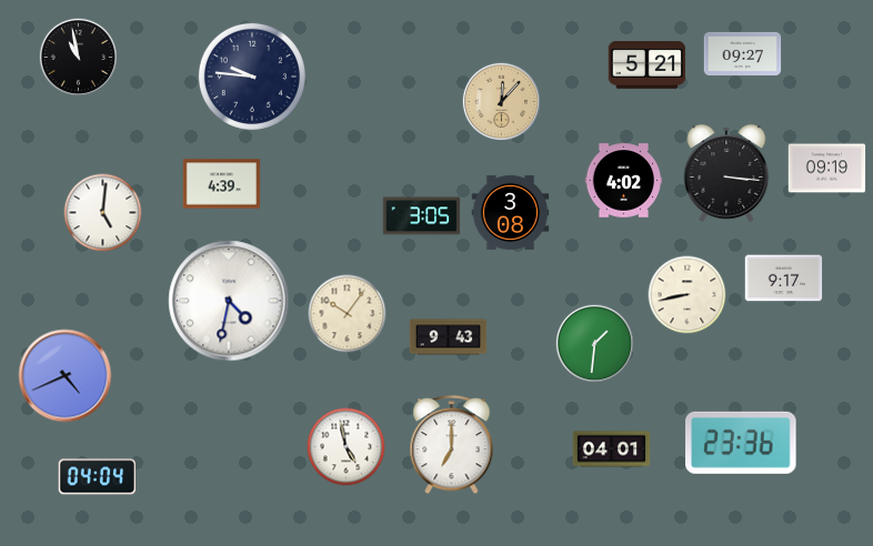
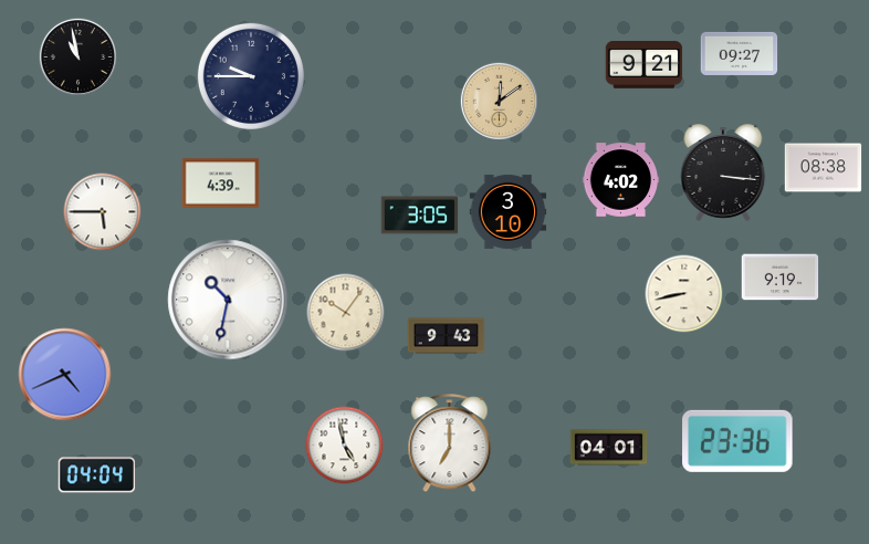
clock at (648, 65): 5:21 -> 9:21
clock at (252, 77): 9:46 -> 9:45
clock at (501, 101): 12:07 -> 12:09
clock at (827, 169): 09:19 -> 08:38
clock at (511, 212): 3:08 -> 3:10
clock at (103, 213): 5:01 -> 5:45
clock at (784, 279): 9:17 -> 9:19
clock at (229, 301): 4:32 -> 10:32
clock at (594, 343): 1:31 -> none
